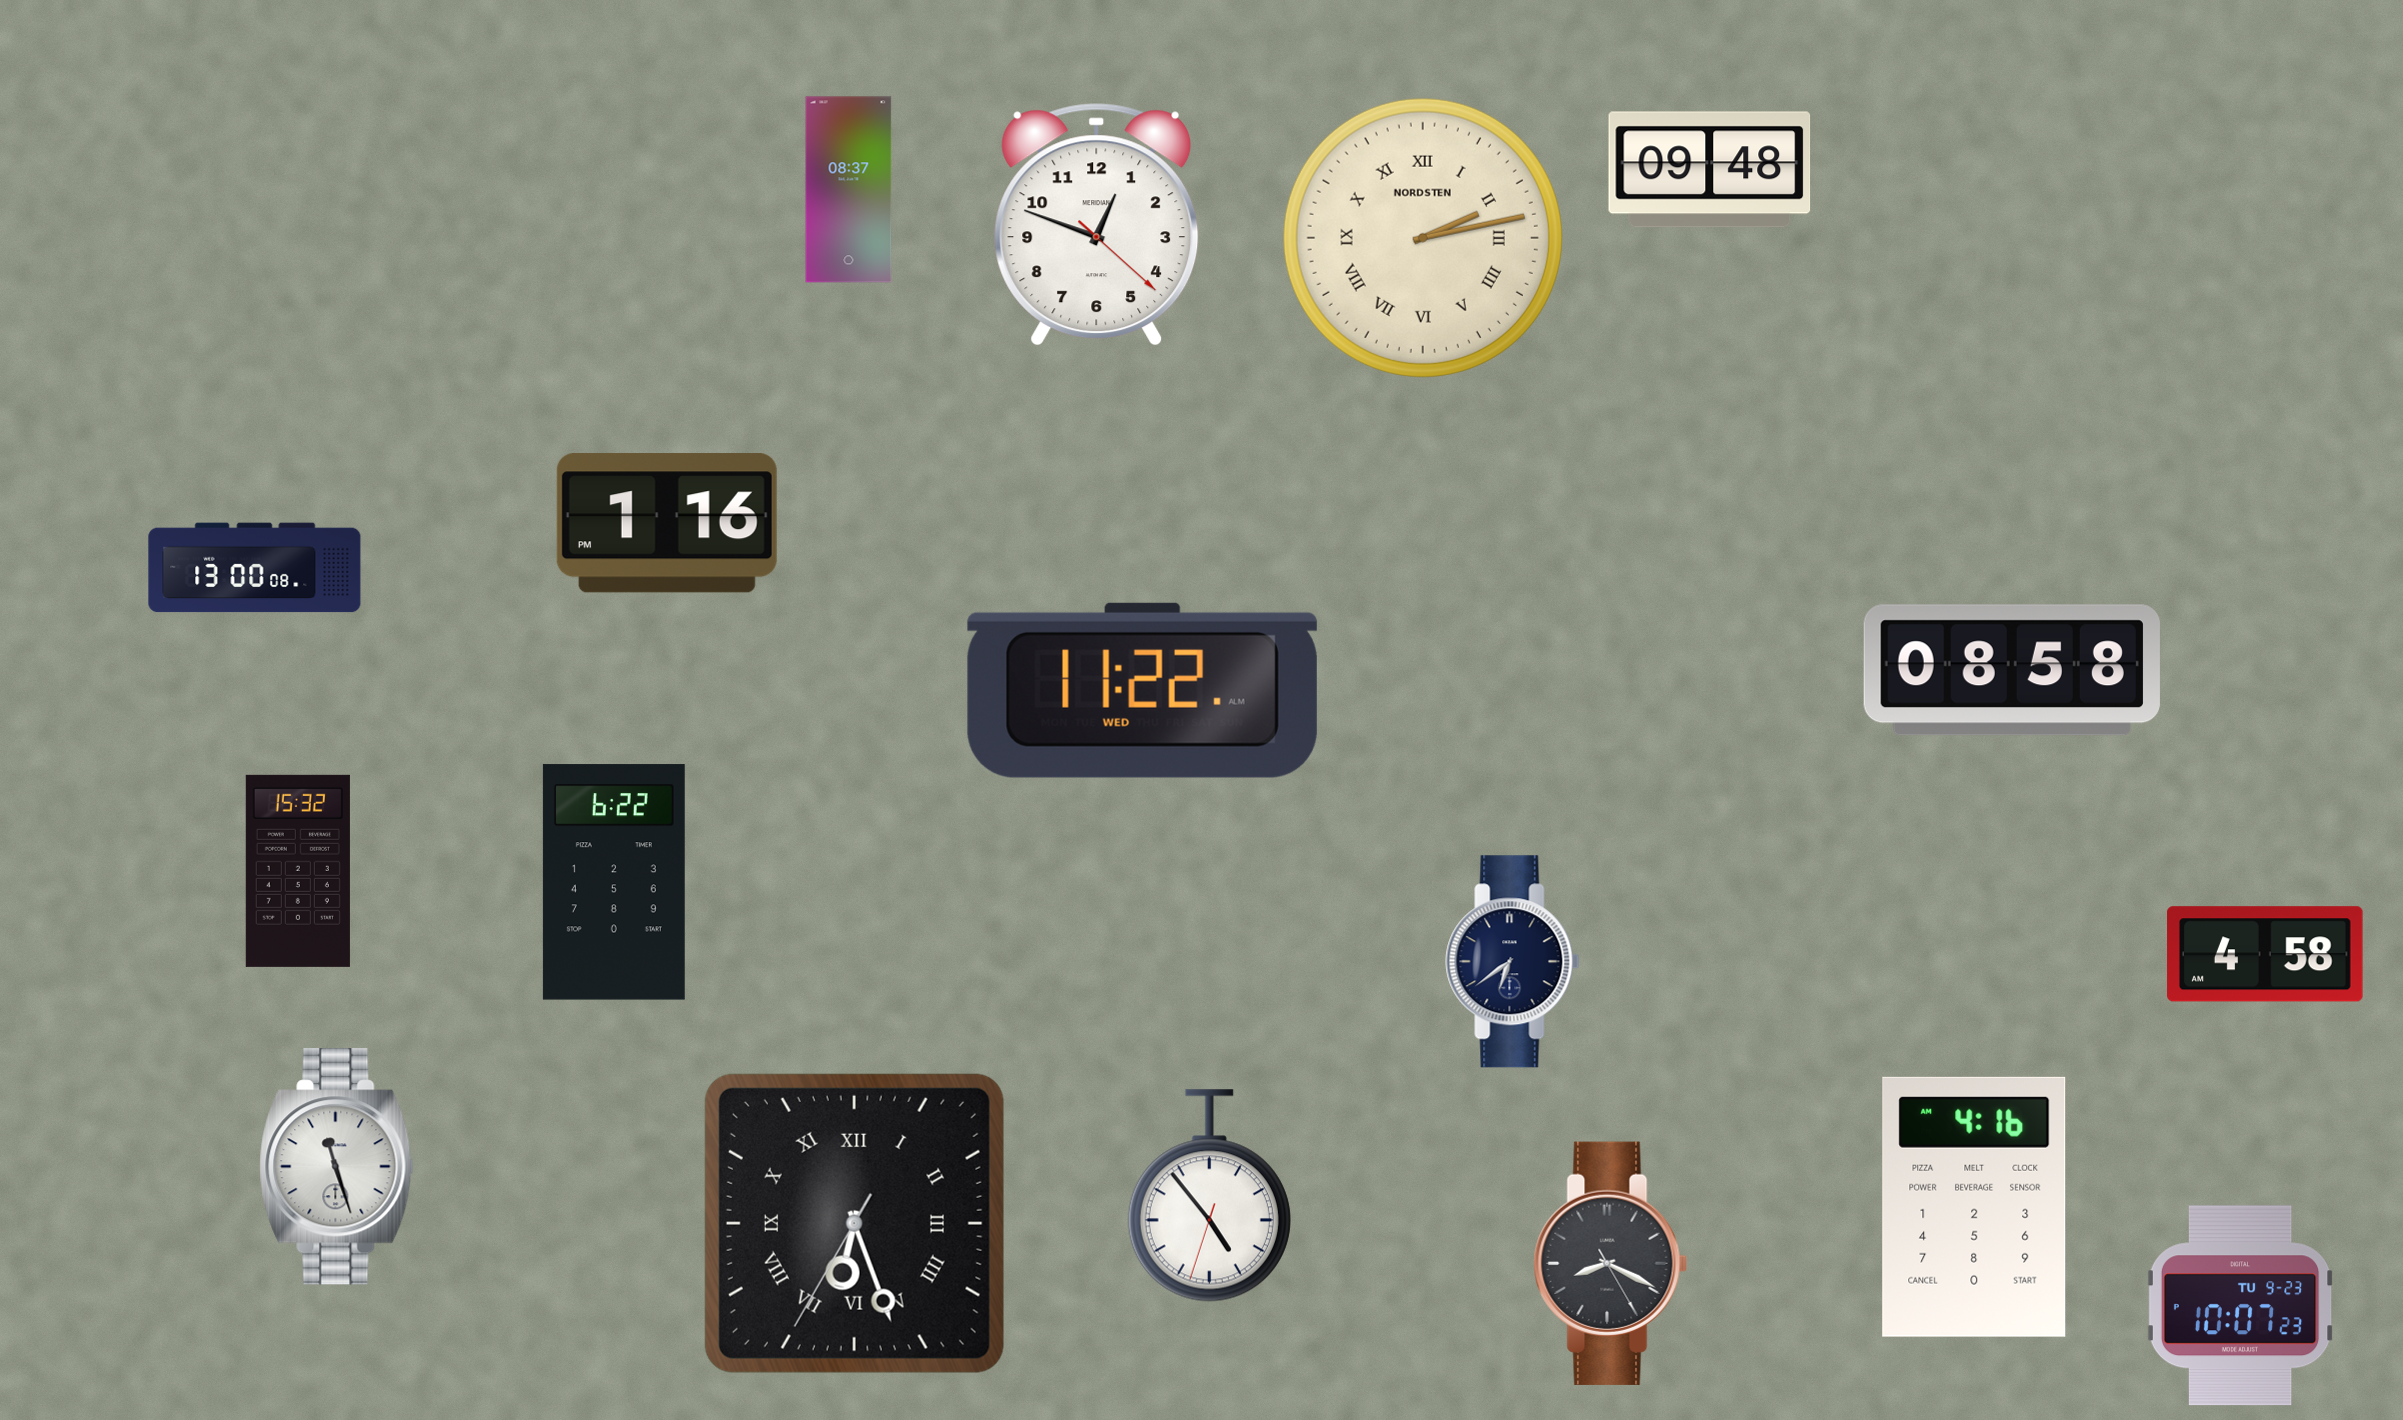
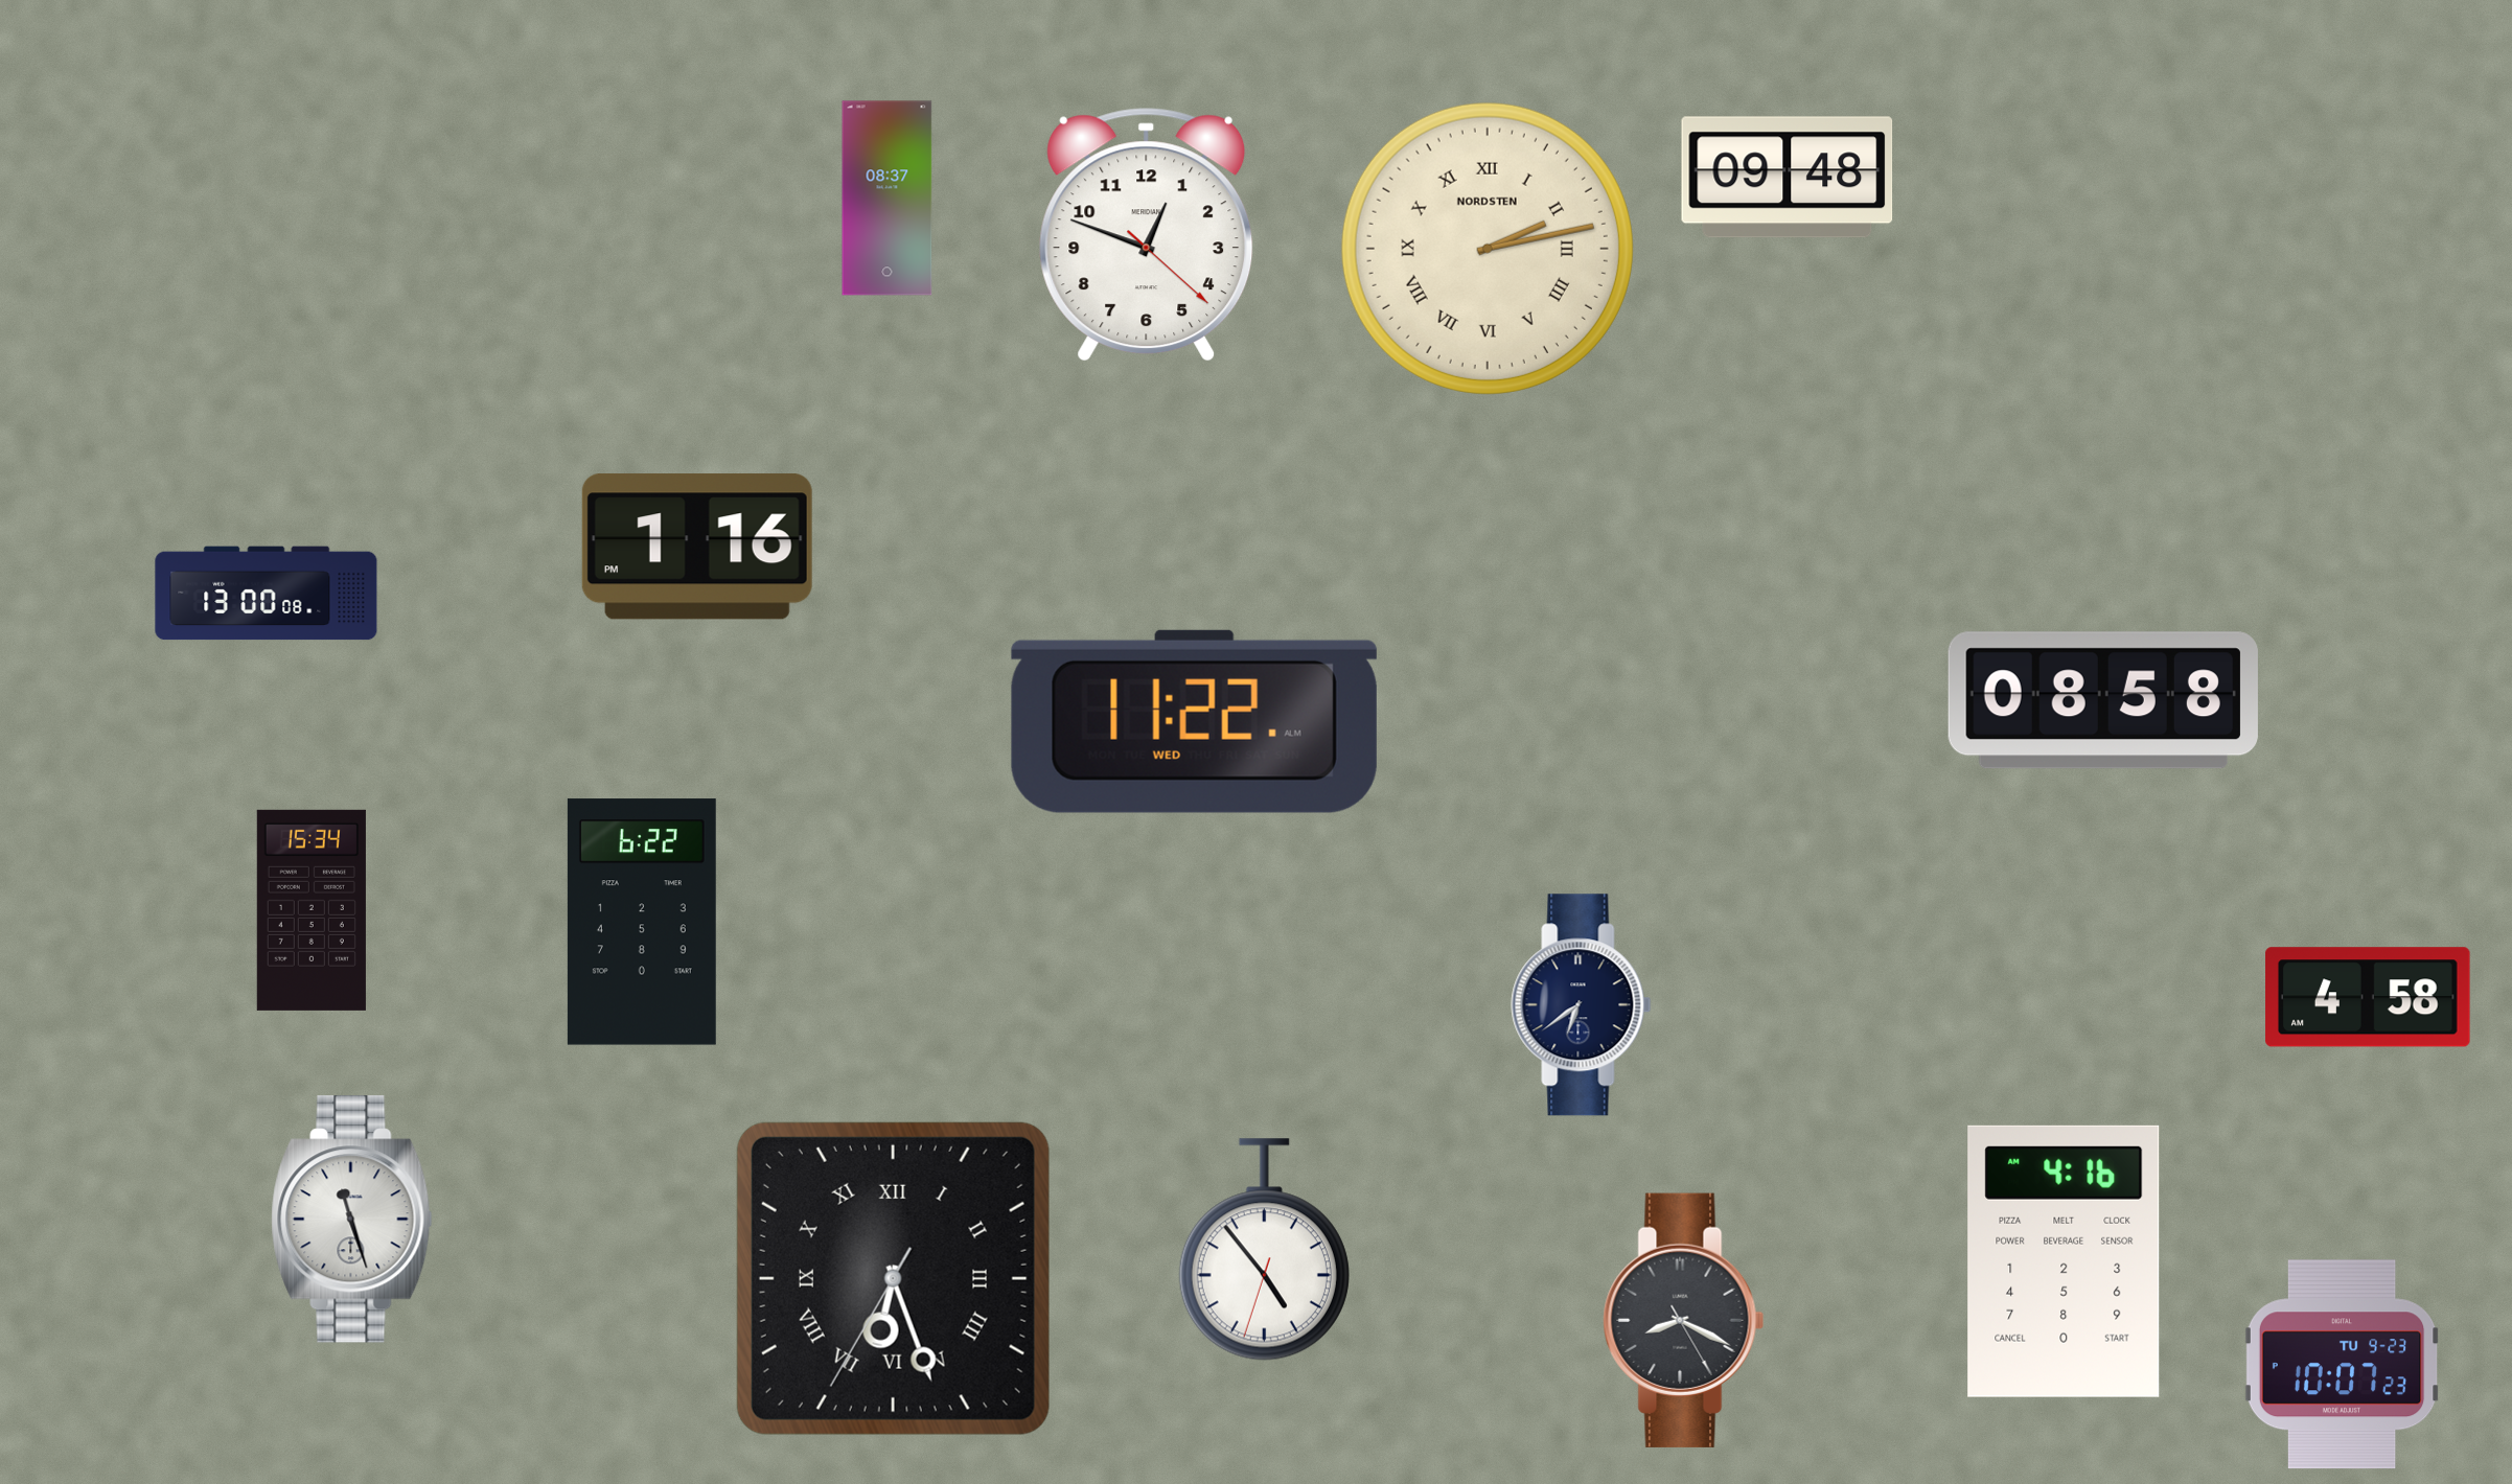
clock at (298, 871): 15:32 -> 15:34
